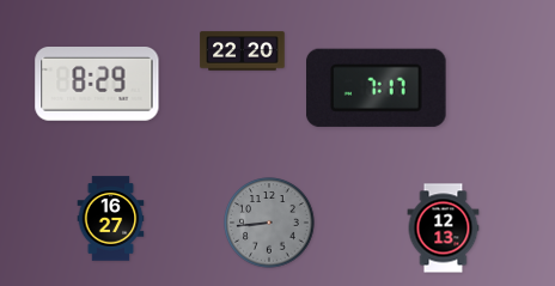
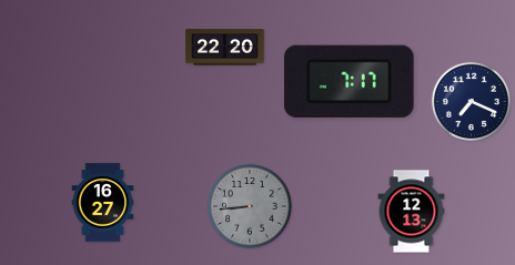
clock at (97, 85): 8:29 -> none
clock at (471, 101): none -> 7:19
